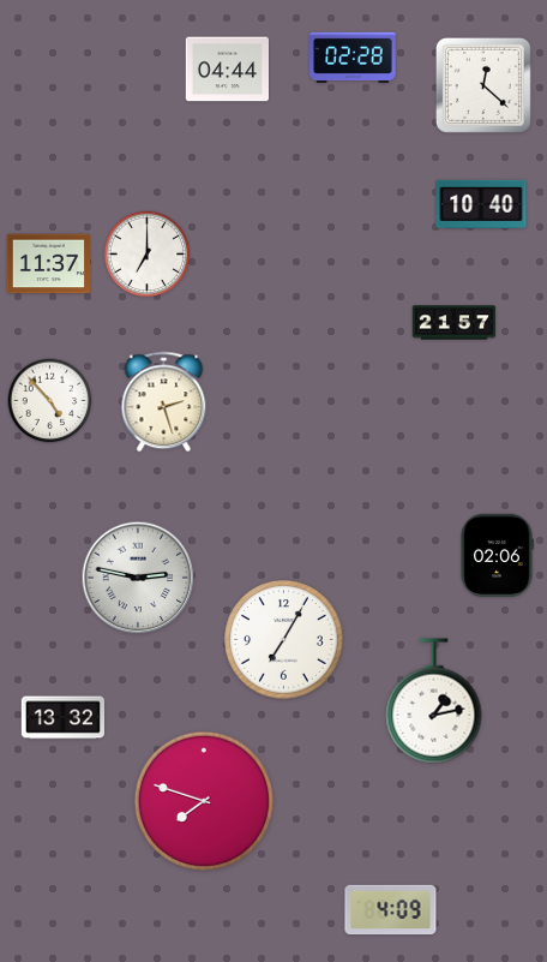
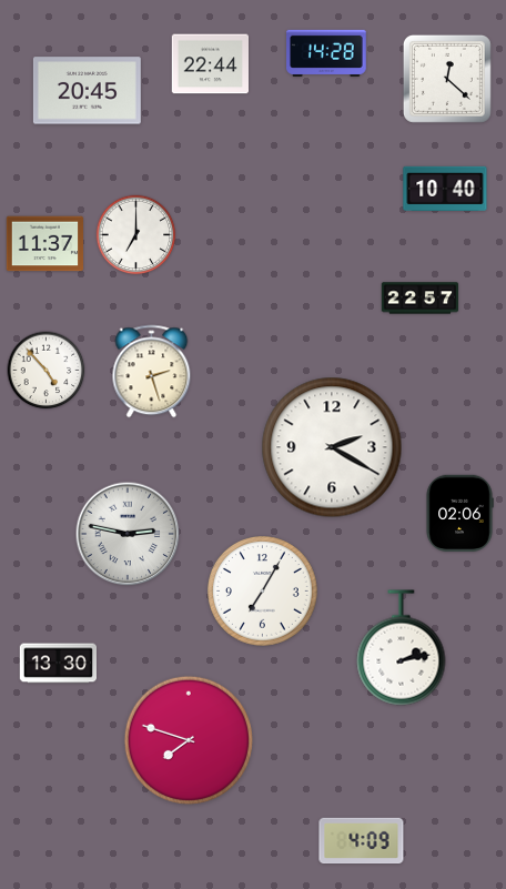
clock at (353, 58): 02:28 -> 14:28
clock at (228, 70): 04:44 -> 22:44
clock at (87, 91): none -> 20:45
clock at (455, 323): 21:57 -> 22:57
clock at (332, 447): none -> 2:20
clock at (434, 701): 1:13 -> 2:13
clock at (62, 718): 13:32 -> 13:30
